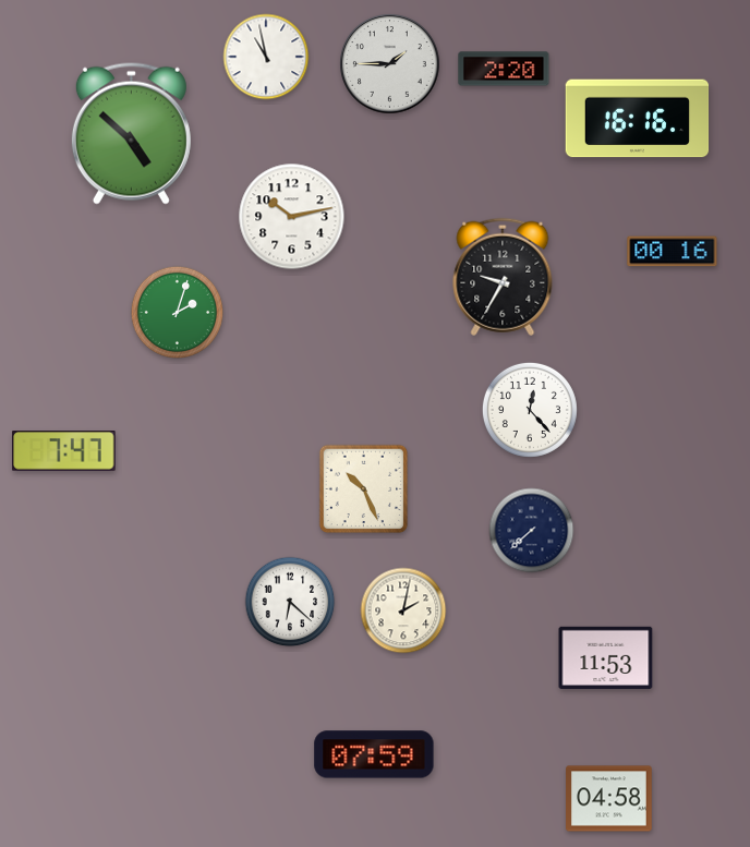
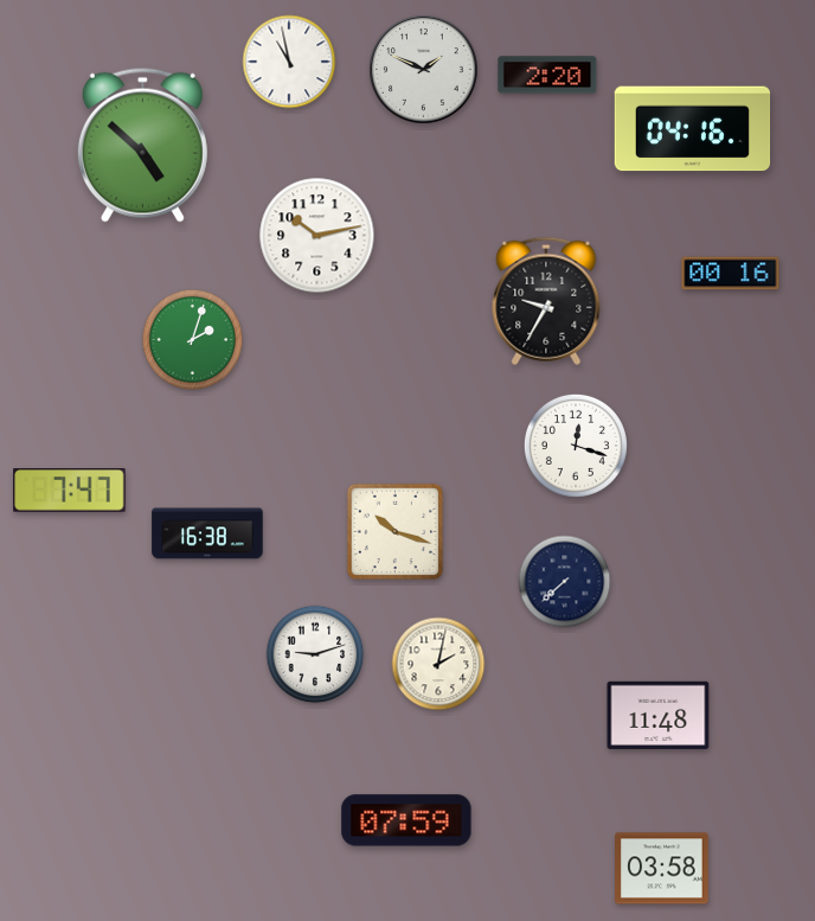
clock at (390, 64): 1:45 -> 1:49
clock at (638, 119): 16:16 -> 04:16
clock at (530, 410): 12:23 -> 12:18
clock at (364, 489): 10:26 -> 10:18
clock at (207, 533): none -> 16:38
clock at (532, 531) position: (532, 531) -> (565, 582)
clock at (290, 602): 6:22 -> 9:12
clock at (606, 657): 11:53 -> 11:48
clock at (609, 799): 04:58 -> 03:58
